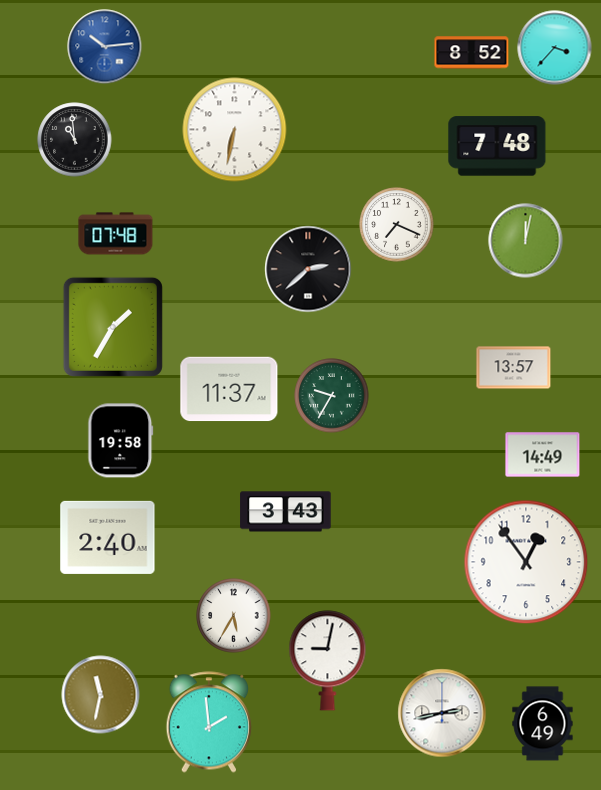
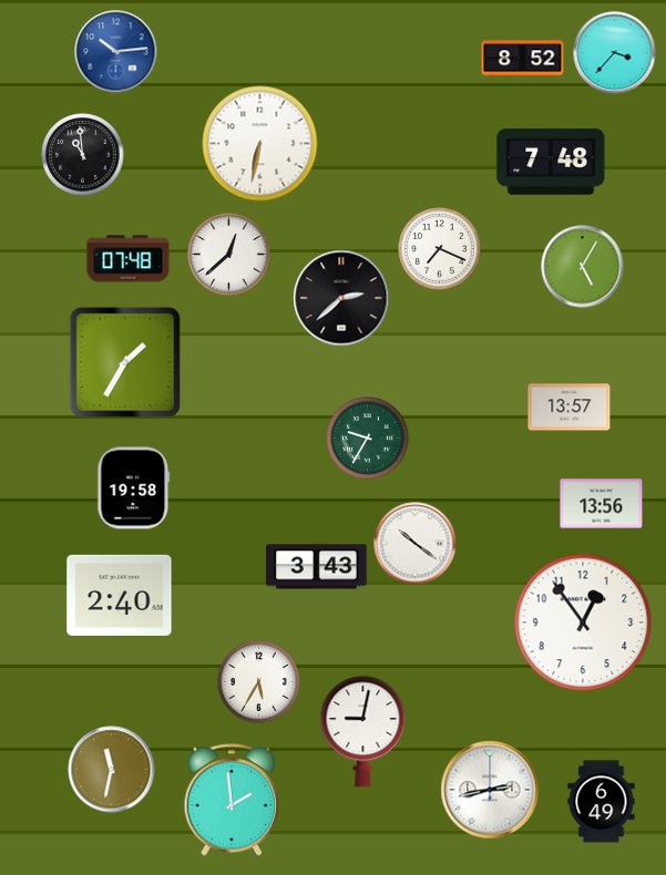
clock at (229, 255): none -> 12:38
clock at (526, 241): 12:02 -> 5:05
clock at (229, 389): 11:37 -> none
clock at (543, 455): 14:49 -> 13:56
clock at (416, 544): none -> 10:21
